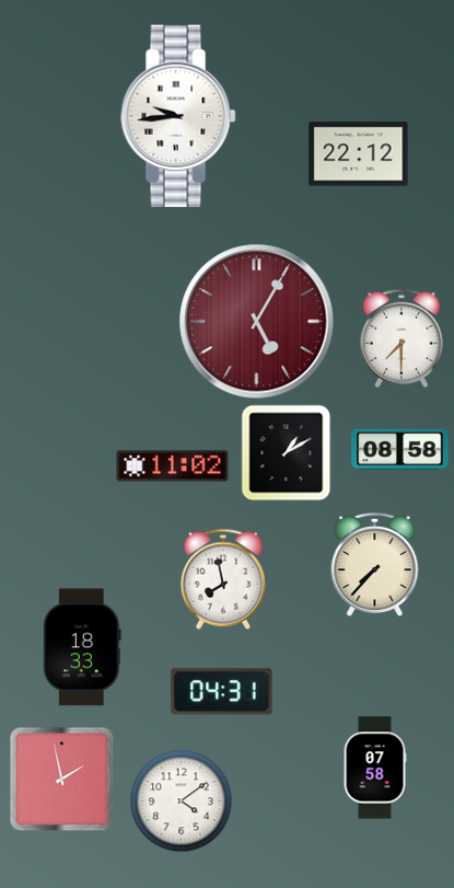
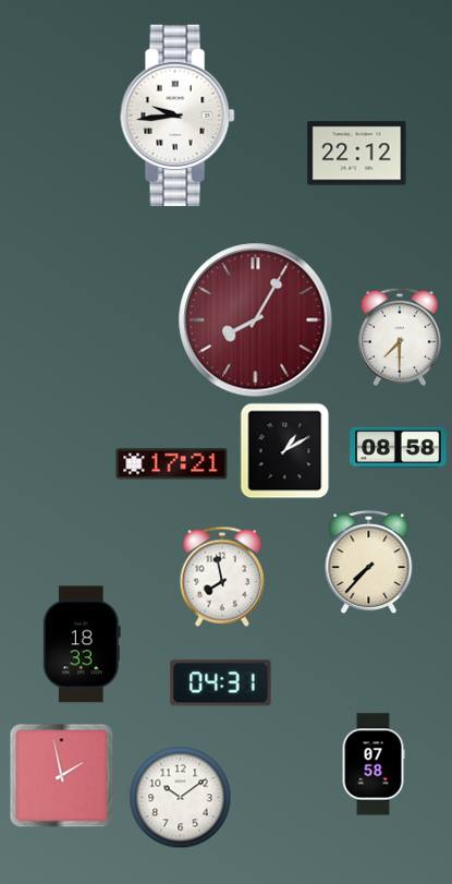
clock at (257, 322): 5:05 -> 8:05
clock at (173, 466): 11:02 -> 17:21
clock at (375, 565) position: (375, 565) -> (369, 562)
clock at (222, 692) position: (222, 692) -> (221, 683)
clock at (181, 800): 4:09 -> 10:09
